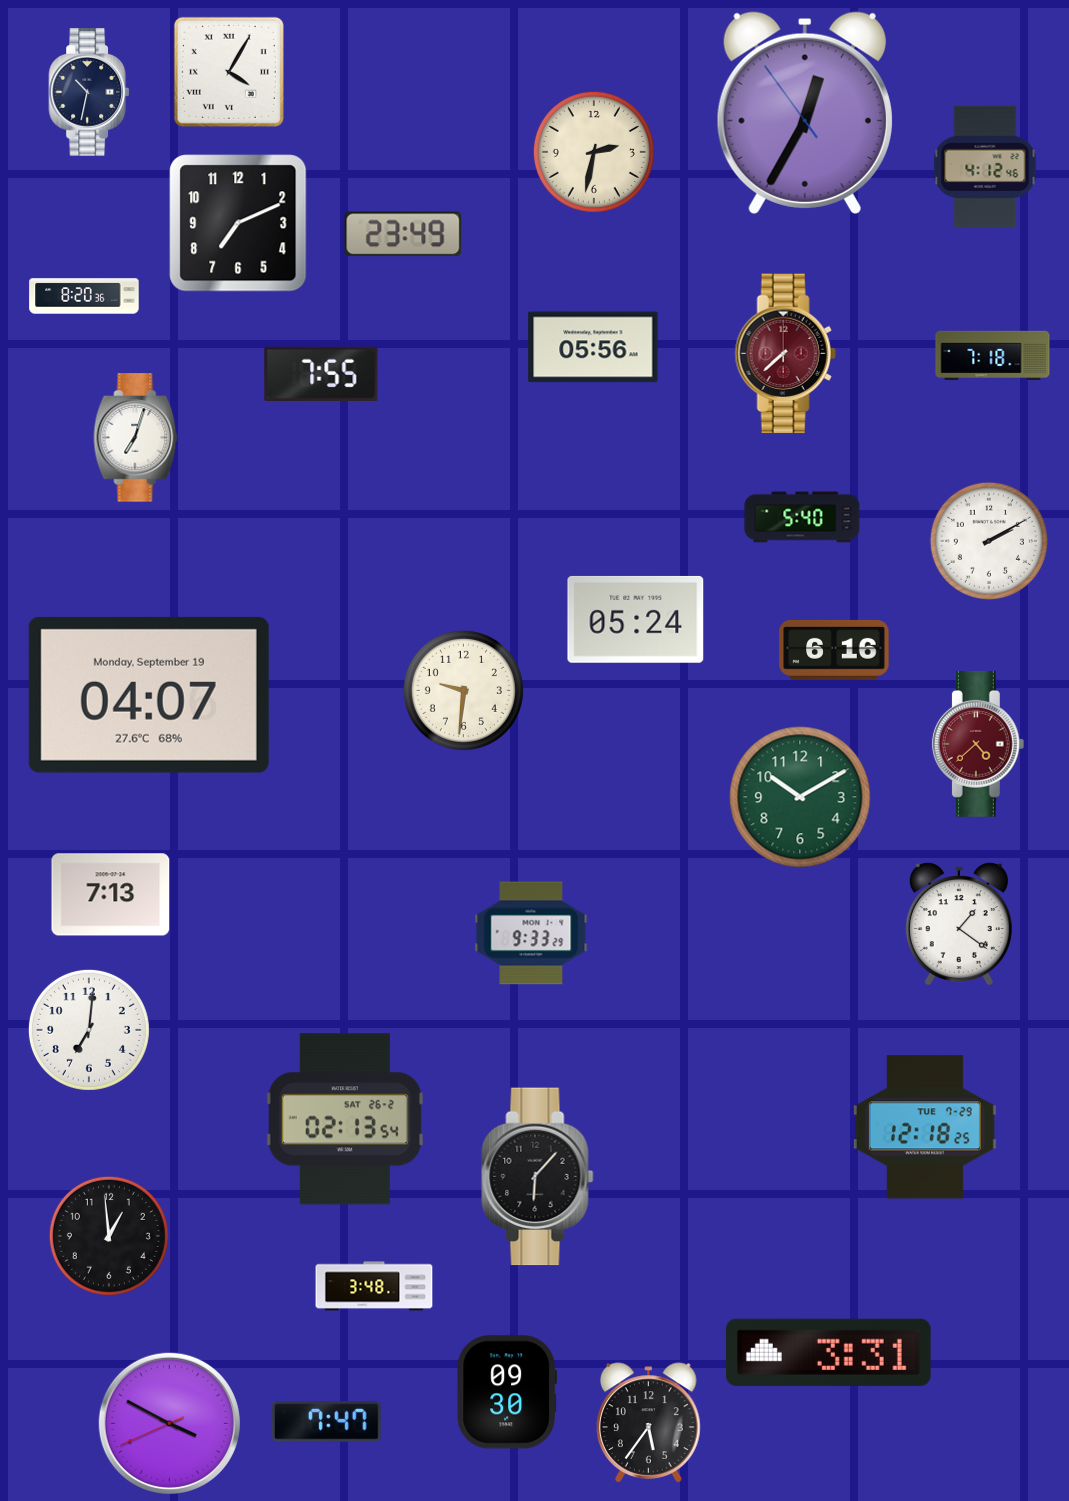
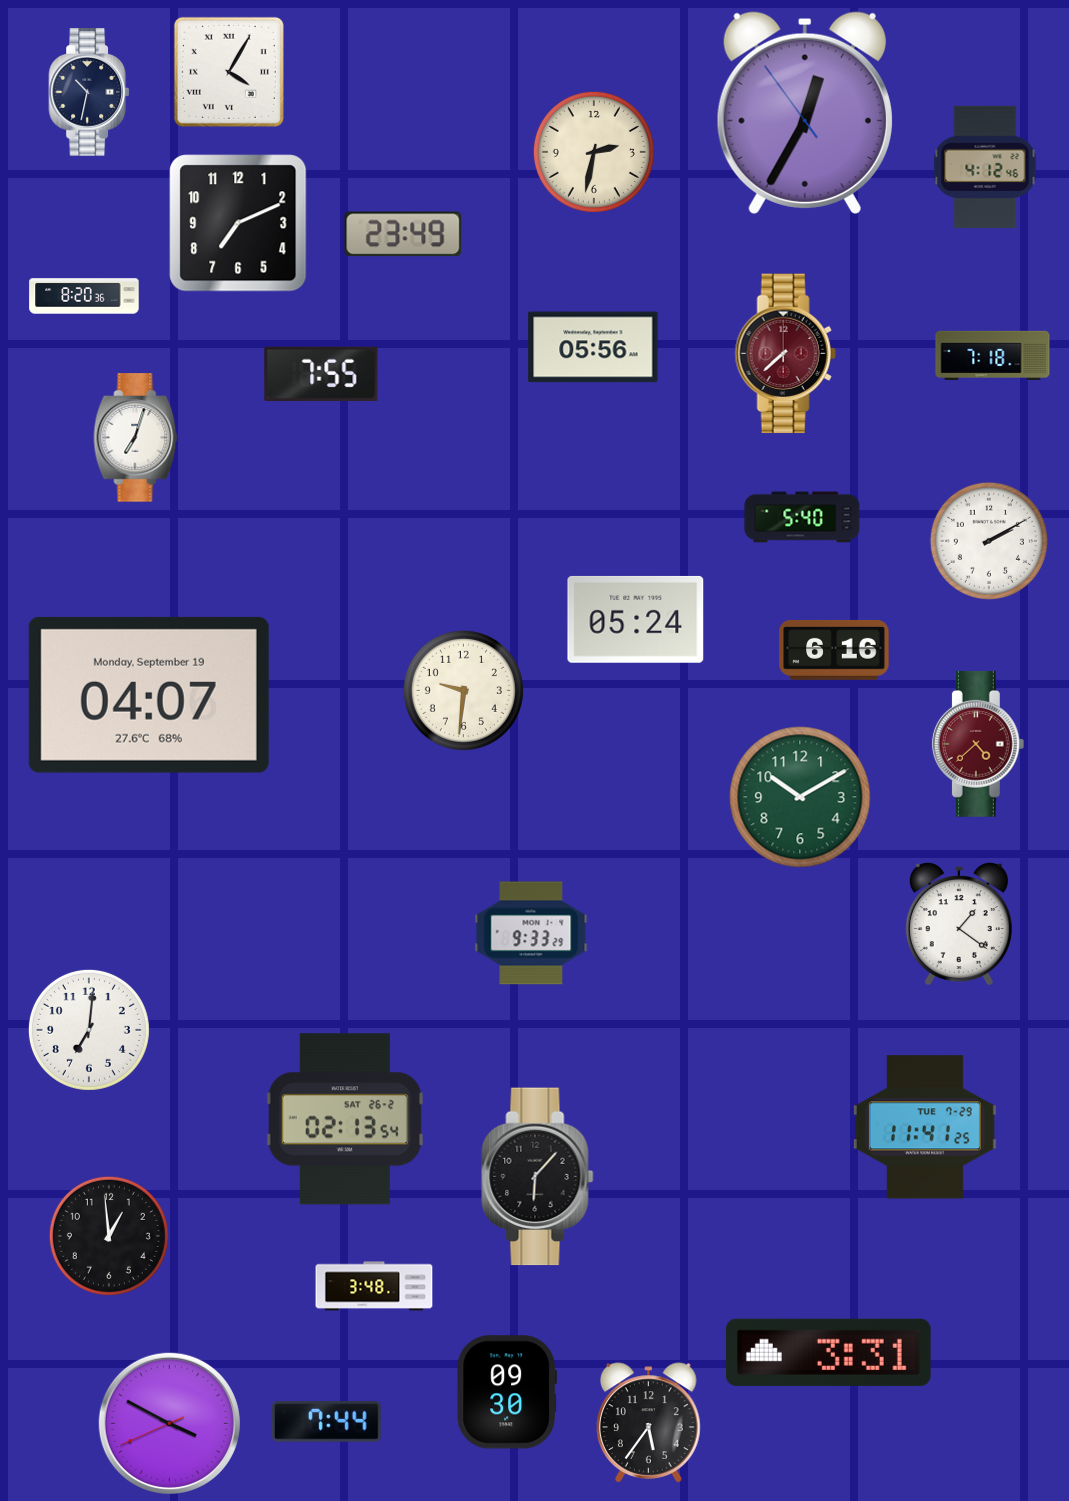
clock at (111, 895): 7:13 -> none
clock at (925, 1127): 12:18 -> 11:41
clock at (327, 1422): 7:47 -> 7:44
